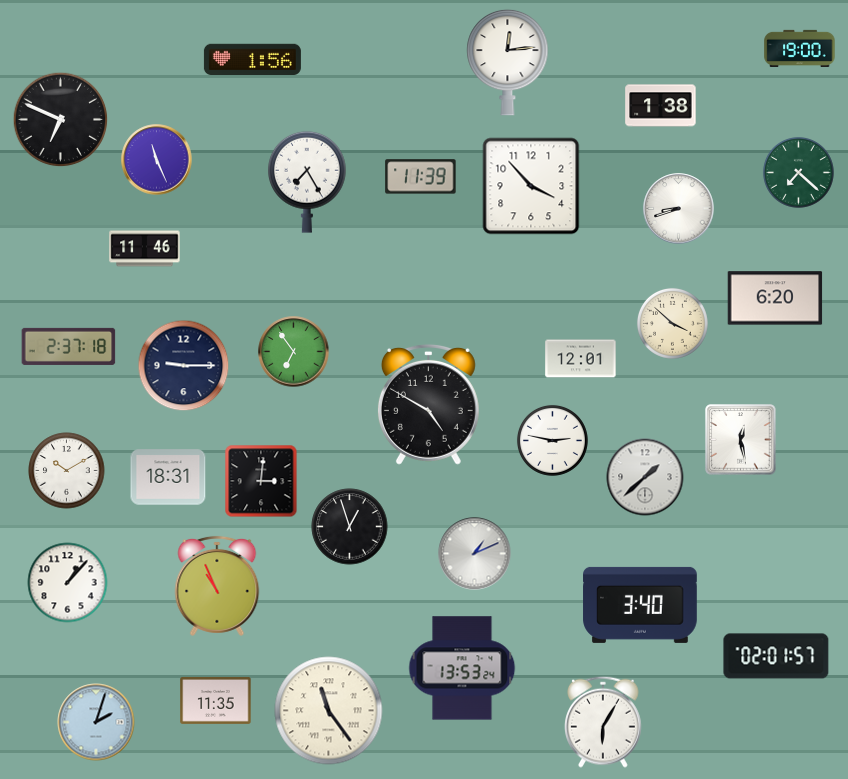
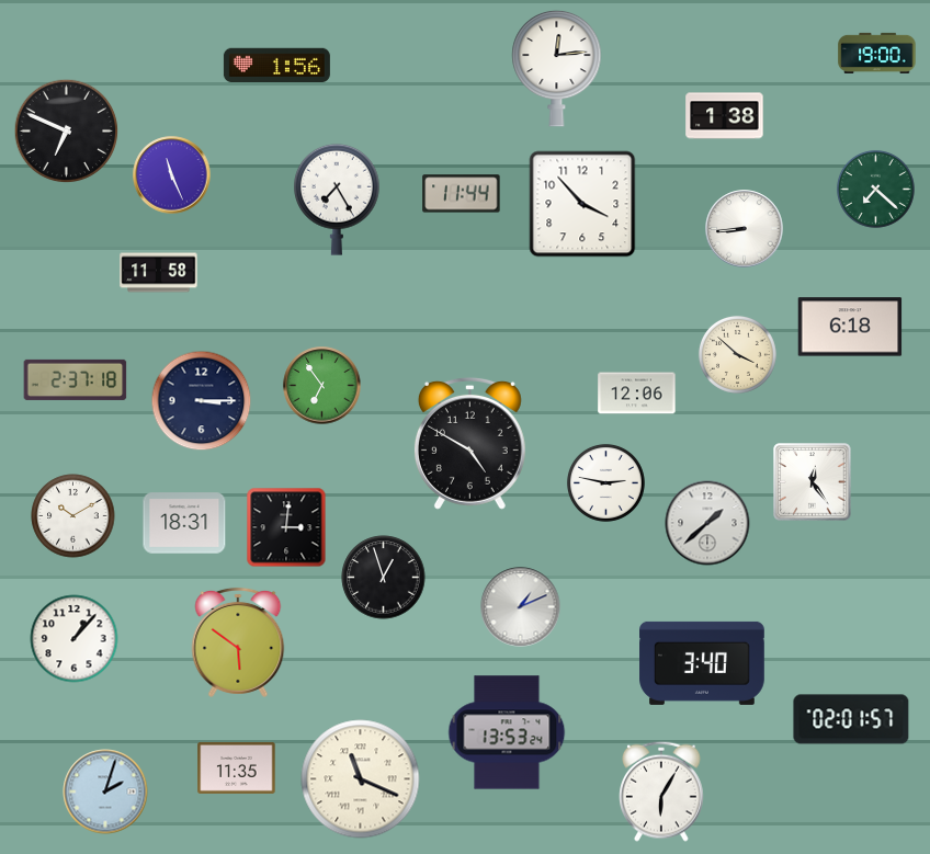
clock at (421, 177): 11:39 -> 11:44
clock at (679, 209): 8:42 -> 8:44
clock at (145, 249): 11:46 -> 11:58
clock at (775, 298): 6:20 -> 6:18
clock at (581, 359): 12:01 -> 12:06
clock at (184, 366): 9:15 -> 3:15
clock at (741, 440): 12:28 -> 12:24
clock at (217, 586): 10:56 -> 5:51
clock at (329, 711): 11:24 -> 11:19
